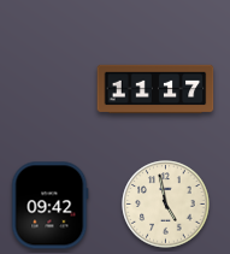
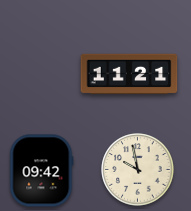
clock at (155, 89): 11:17 -> 11:21
clock at (166, 205): 4:58 -> 9:58
